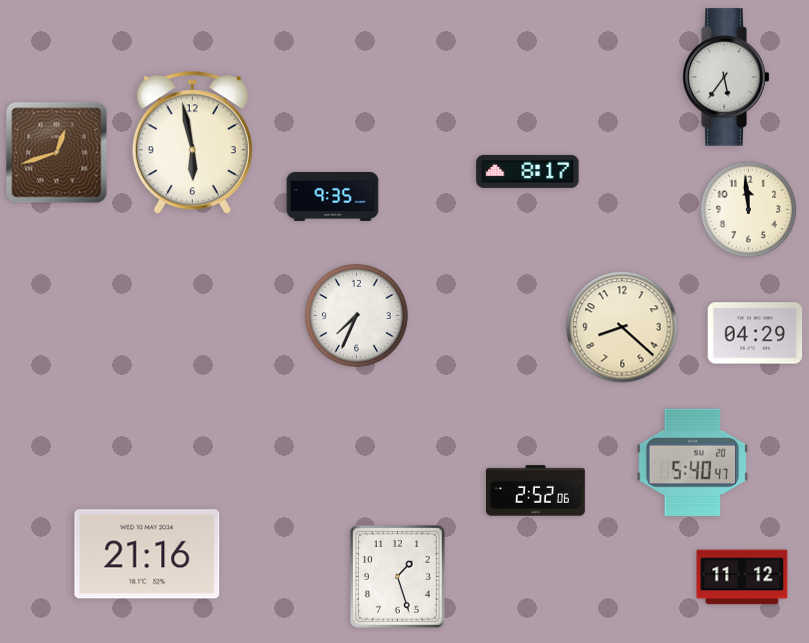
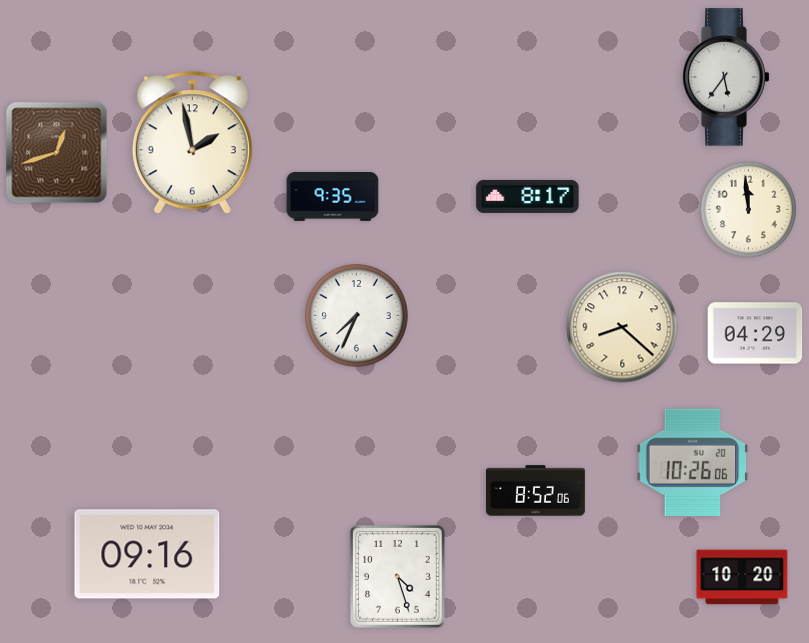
clock at (192, 143): 5:58 -> 1:58
clock at (528, 171) position: (528, 171) -> (528, 196)
clock at (693, 462): 5:40 -> 10:26
clock at (536, 491): 2:52 -> 8:52
clock at (147, 554): 21:16 -> 09:16
clock at (398, 577): 1:27 -> 4:27
clock at (742, 577): 11:12 -> 10:20
